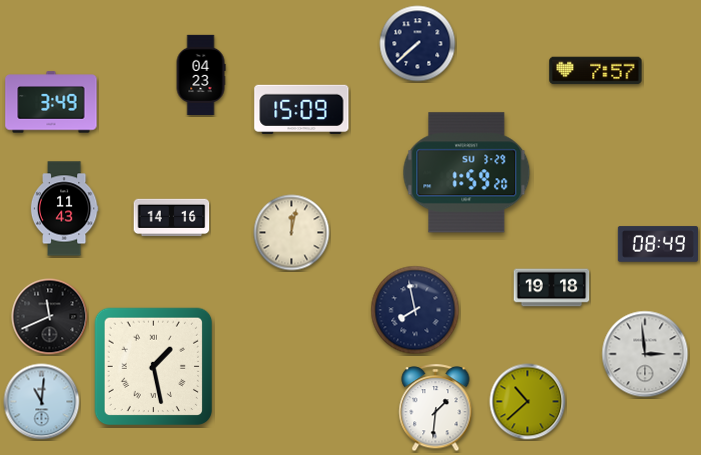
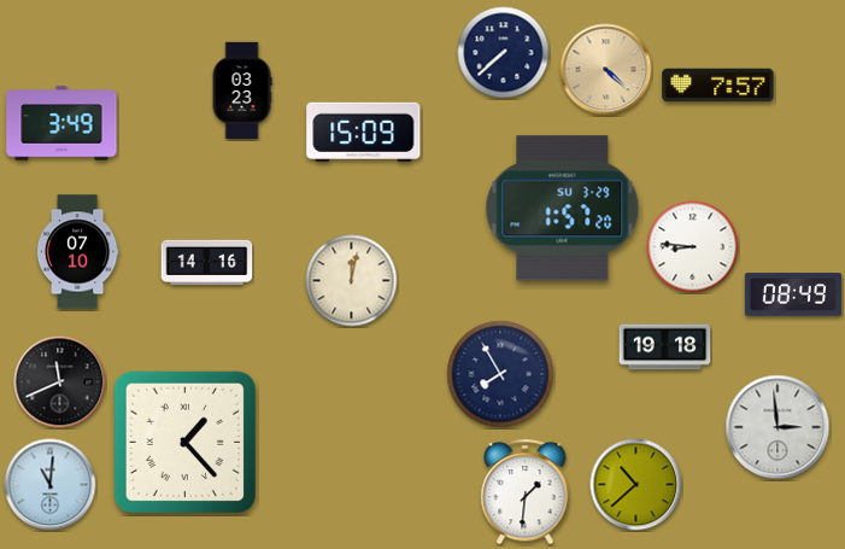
clock at (606, 70): none -> 4:22
clock at (201, 74): 04:23 -> 03:23
clock at (467, 173): 1:59 -> 1:57
clock at (693, 247): none -> 8:46
clock at (64, 209): 11:43 -> 07:10
clock at (415, 310): 7:58 -> 7:55
clock at (154, 367): 1:28 -> 1:23
